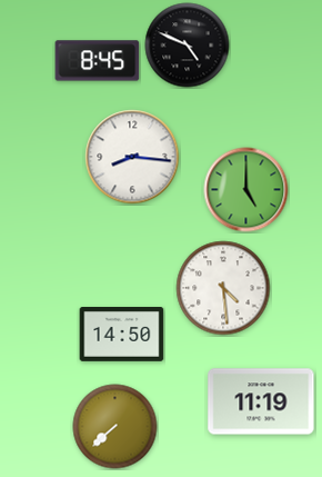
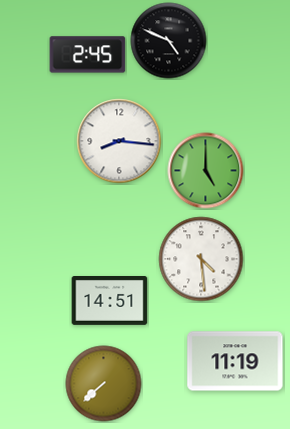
clock at (98, 61): 8:45 -> 2:45
clock at (246, 190) position: (246, 190) -> (206, 171)
clock at (122, 335): 14:50 -> 14:51
